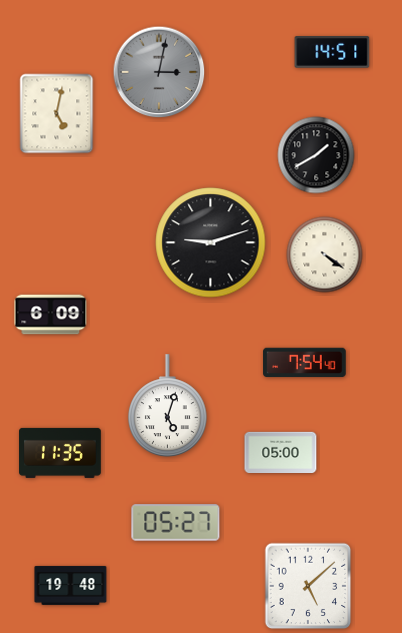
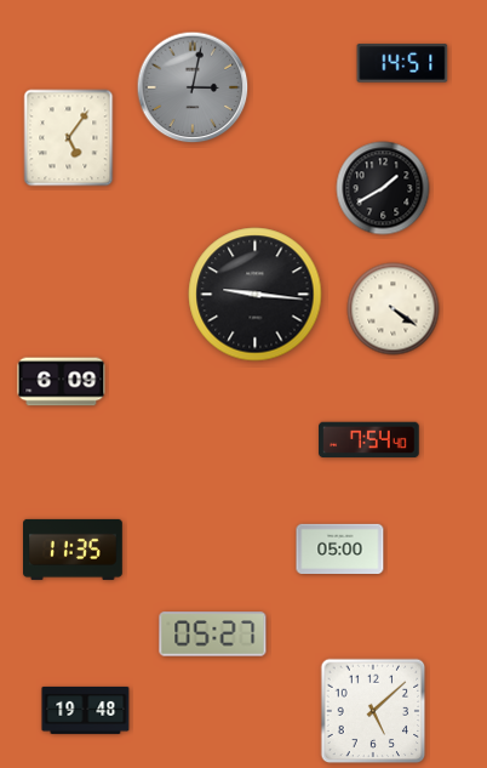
clock at (57, 114): 5:02 -> 5:06
clock at (211, 243): 9:12 -> 9:16
clock at (167, 406): 5:03 -> none
